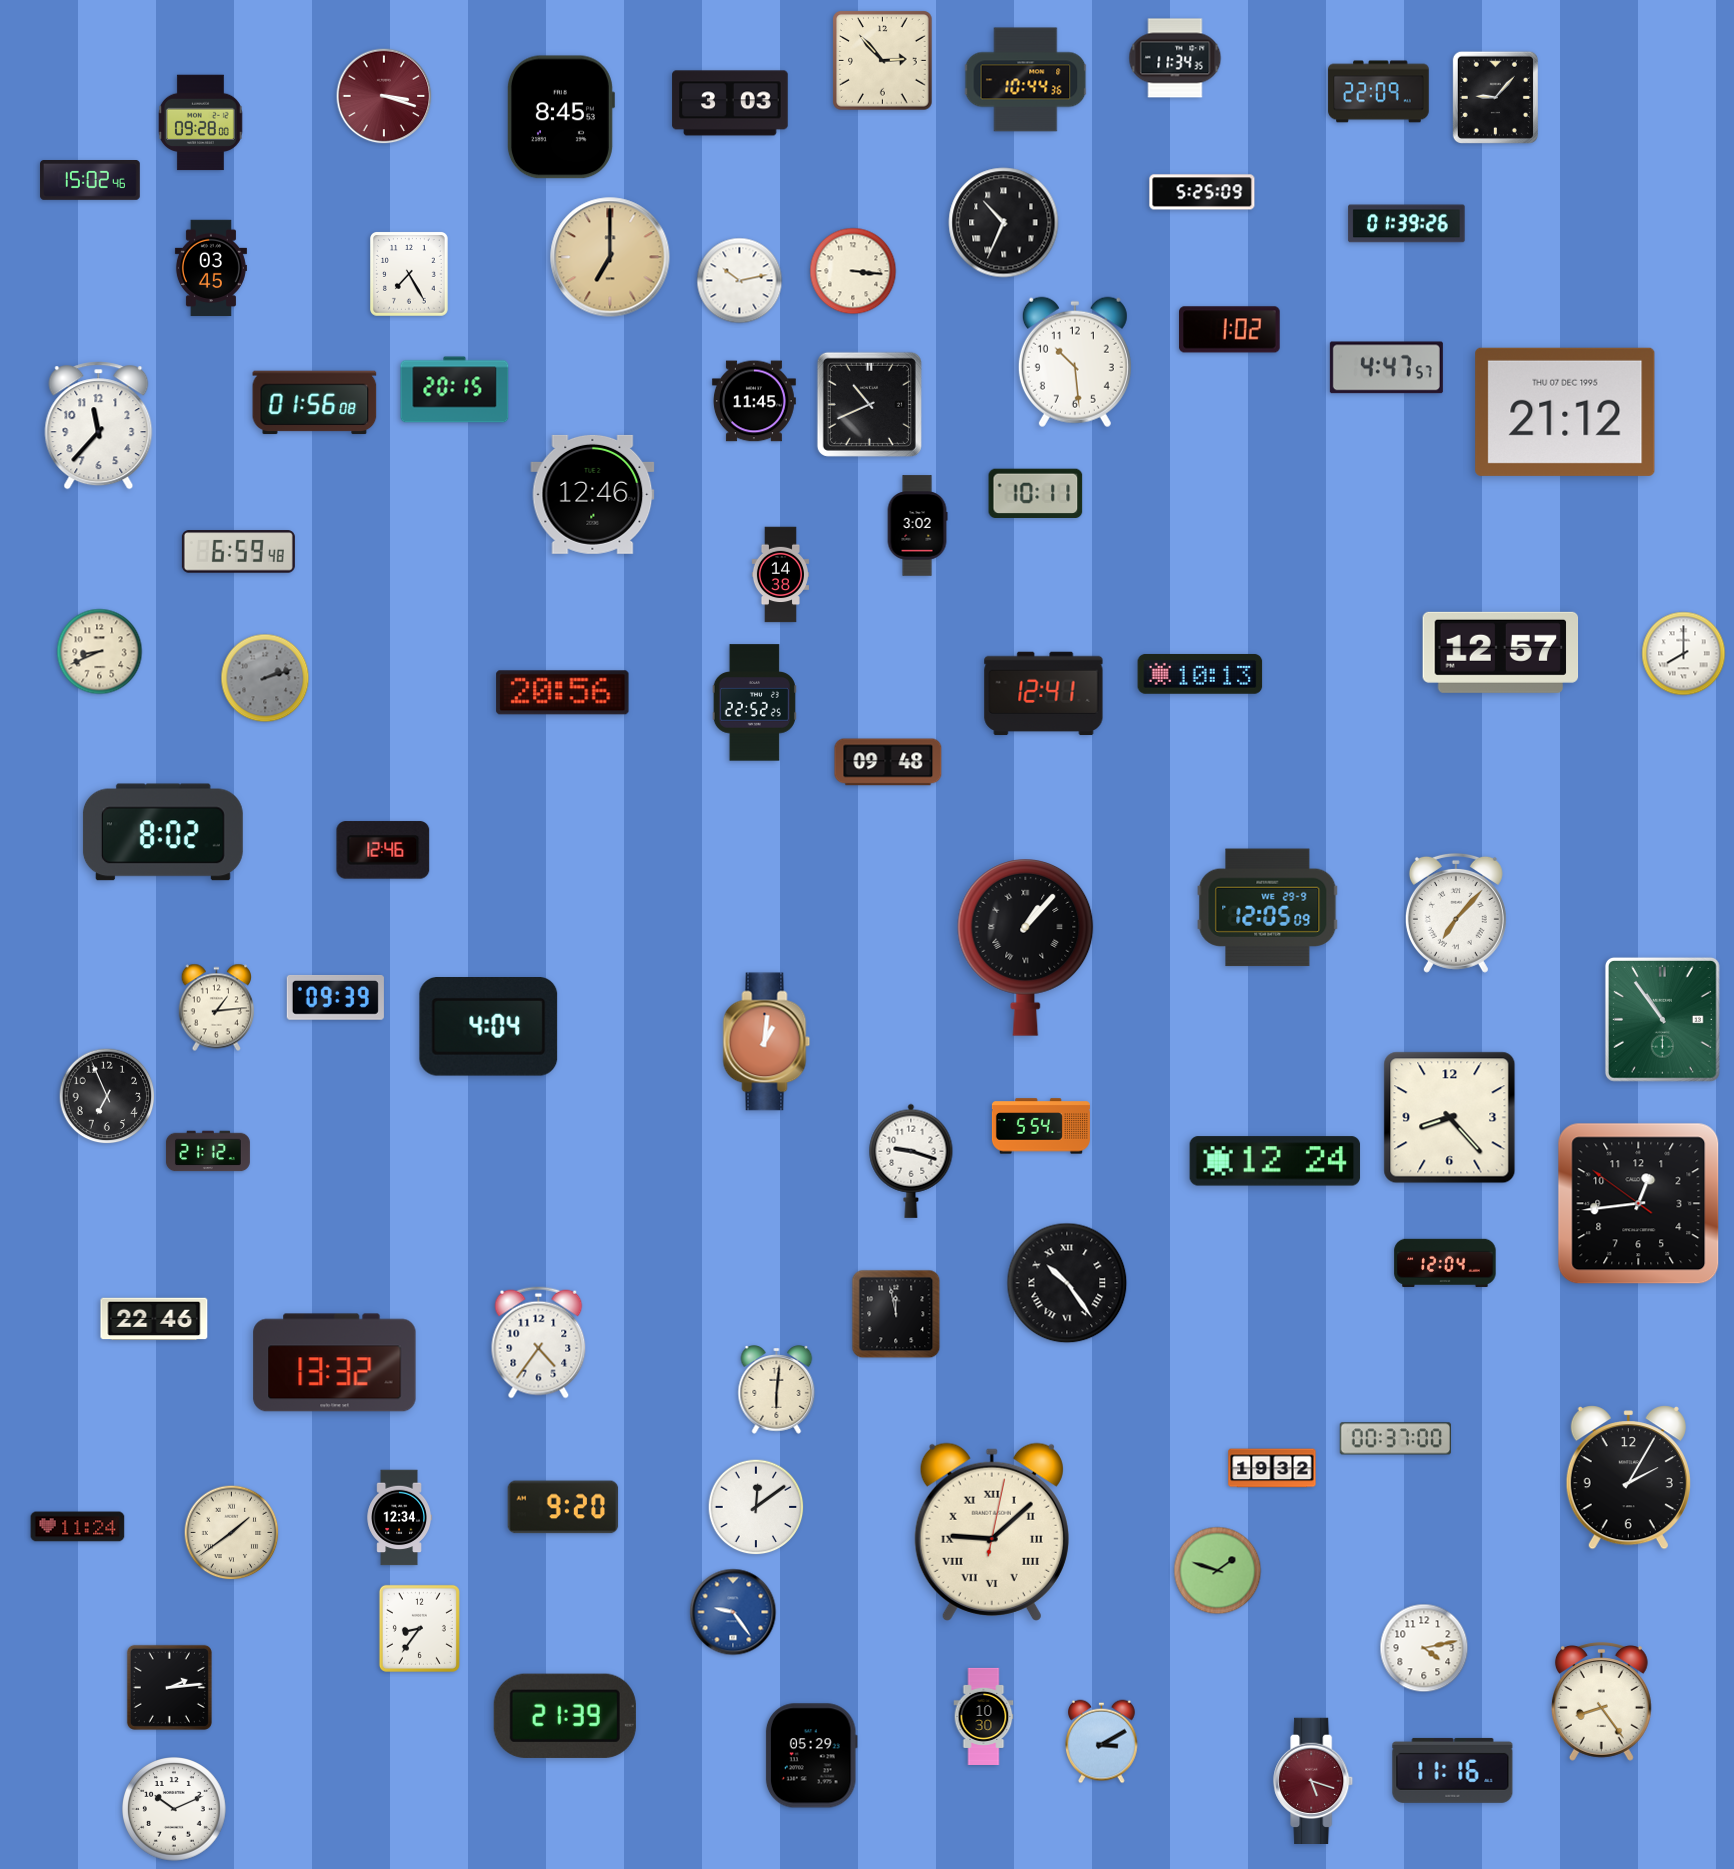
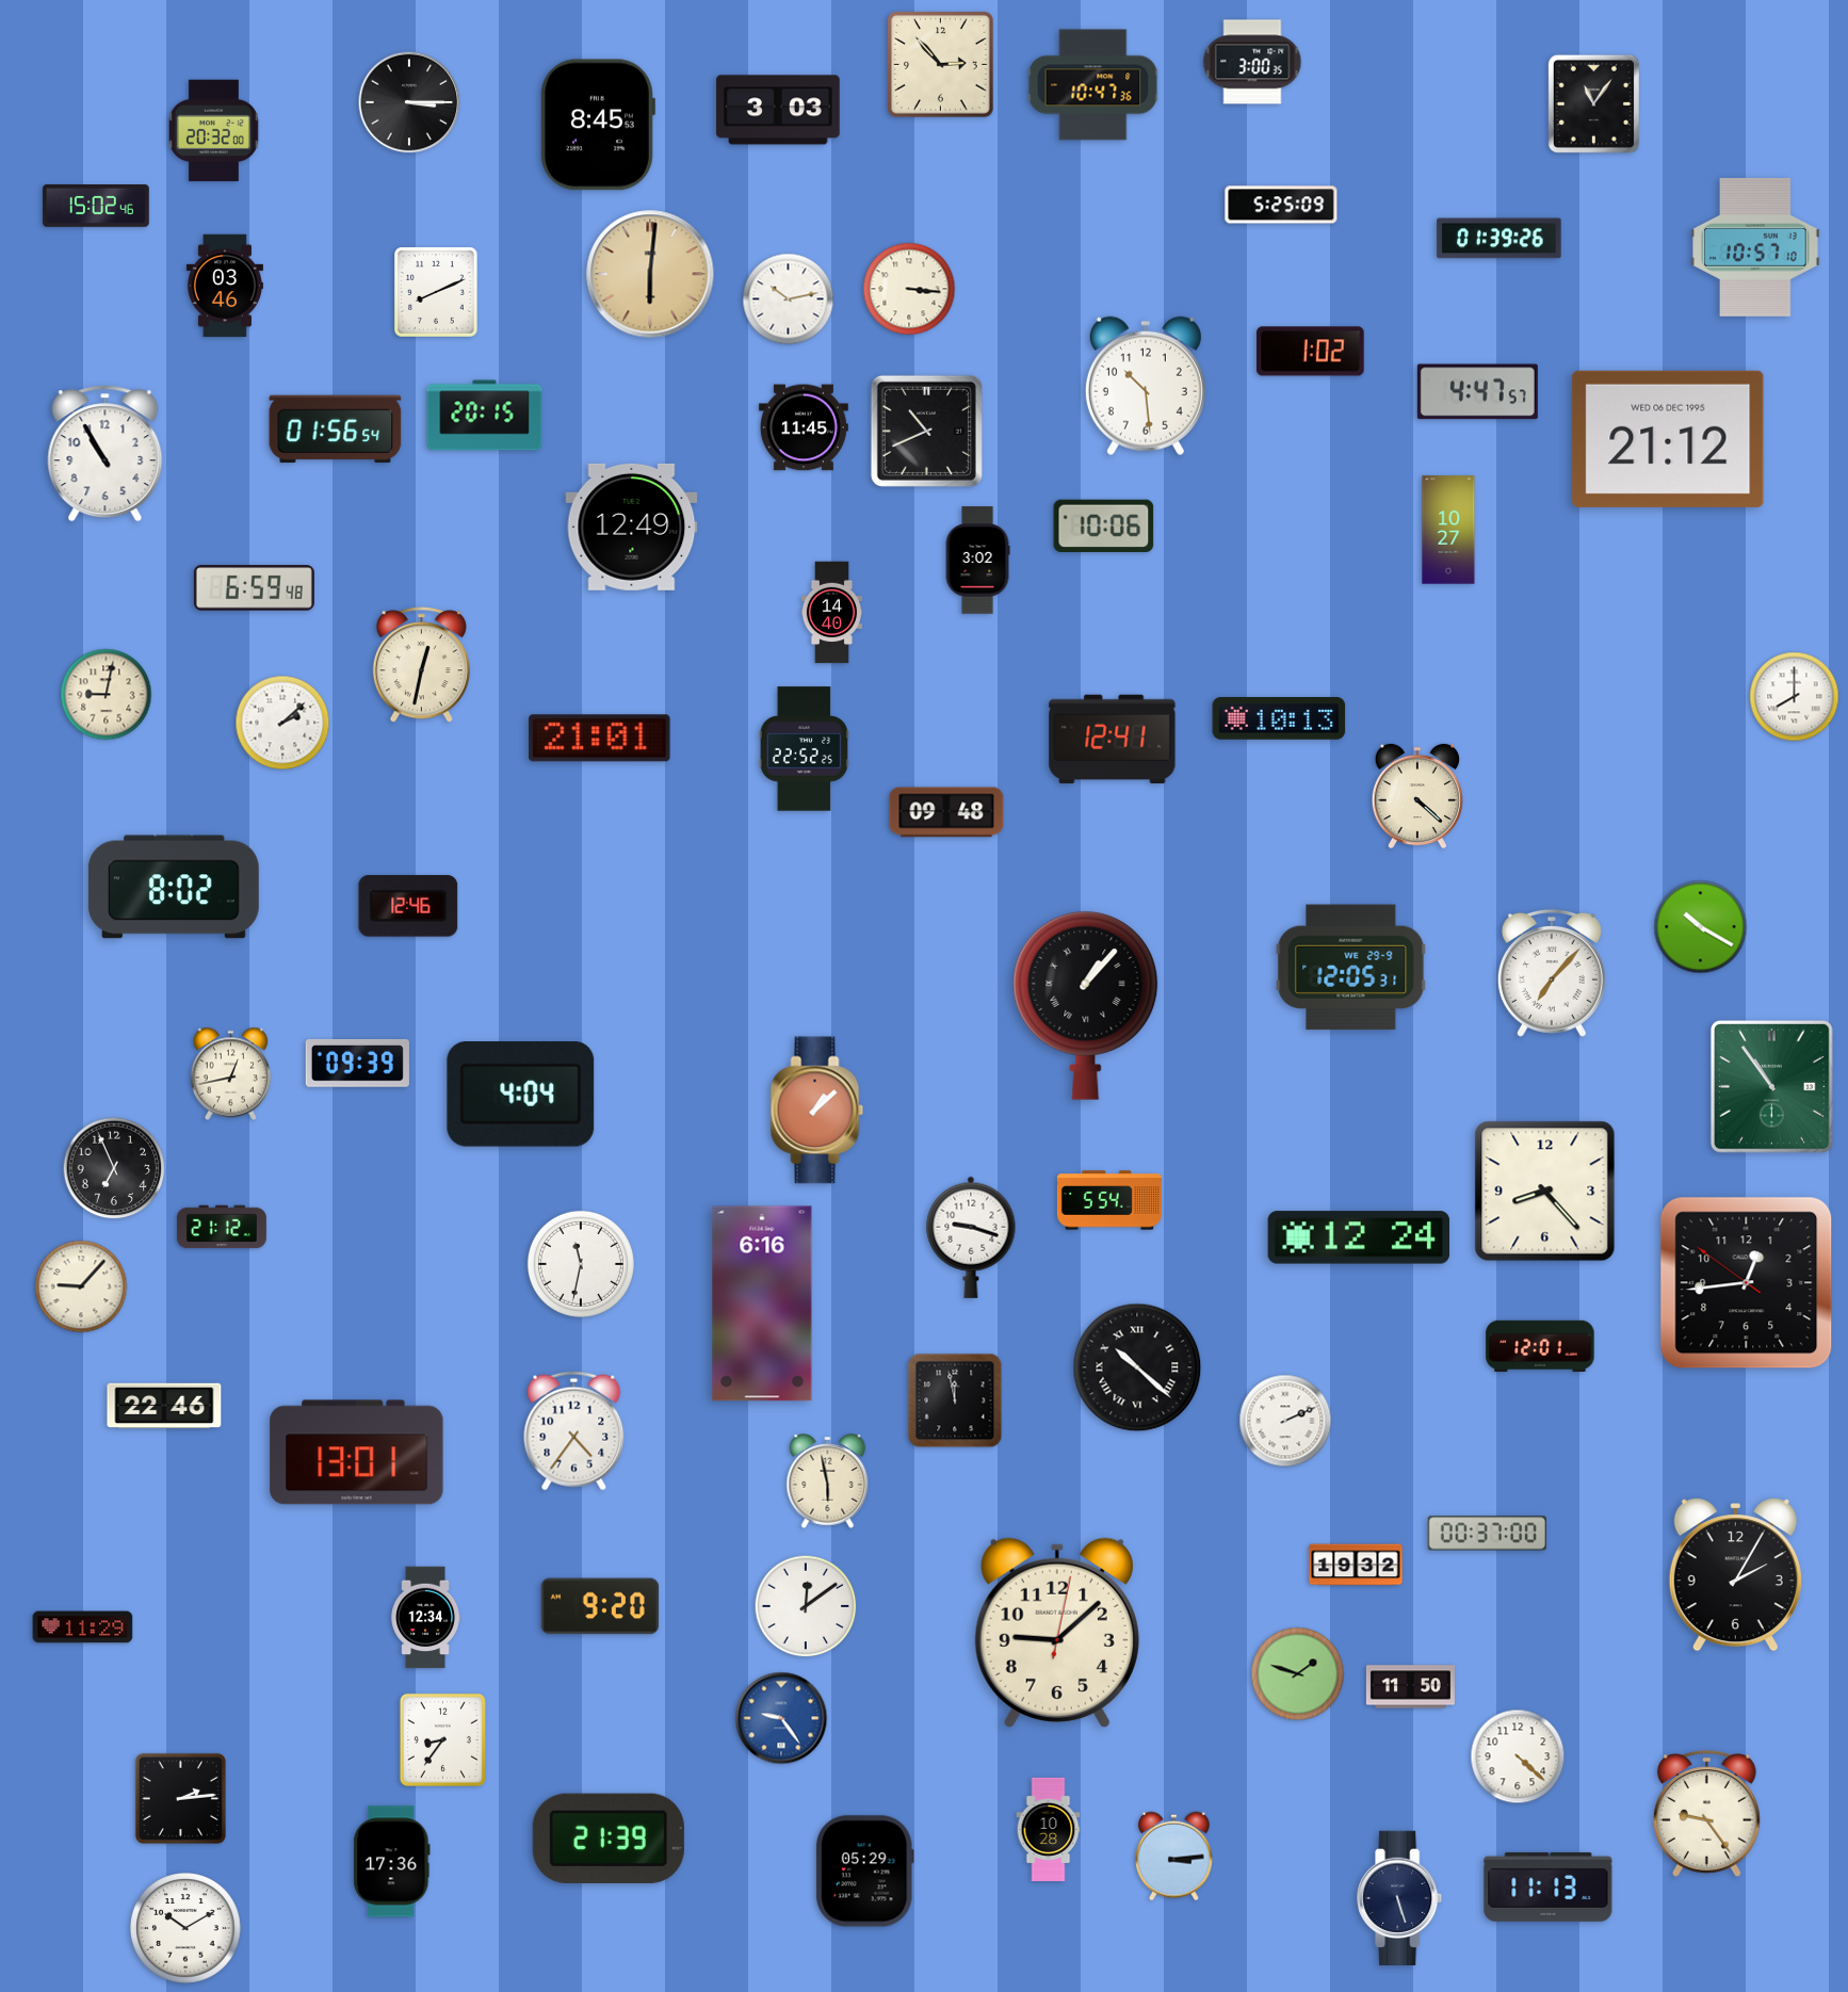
clock at (1175, 58): 11:34 -> 3:00
clock at (1026, 80): 10:44 -> 10:47
clock at (1379, 92): 22:09 -> none
clock at (384, 96): 3:18 -> 3:15
clock at (384, 96) dial: burgundy -> black
clock at (1495, 97): 9:07 -> 11:06
clock at (200, 123): 09:28 -> 20:32
clock at (90, 181) position: (90, 181) -> (96, 207)
clock at (1004, 223): 10:34 -> none
clock at (1755, 247): none -> 10:57
clock at (610, 257): 7:00 -> 6:01
clock at (211, 268): 03:45 -> 03:46
clock at (410, 275): 7:25 -> 8:11
clock at (315, 403): 01:56:08 -> 01:56:54
clock at (1565, 412) date: THU 07 DEC 1995 -> WED 06 DEC 1995
clock at (99, 426): 11:37 -> 10:55
clock at (1036, 493): 10:11 -> 10:06
clock at (593, 494): 12:46 -> 12:49
clock at (1448, 530): none -> 10:27
clock at (780, 575): 14:38 -> 14:40
clock at (421, 665): none -> 12:32
clock at (100, 652): 8:41 -> 9:02
clock at (1501, 652): 12:57 -> none
clock at (265, 678): 2:12 -> 2:08
clock at (265, 678) dial: grey -> white
clock at (563, 693): 20:56 -> 21:01
clock at (1416, 796): none -> 4:22
clock at (1701, 927): none -> 10:20
clock at (1268, 908): 12:05:09 -> 12:05:31
clock at (1026, 948) position: (1026, 948) -> (1086, 1006)
clock at (216, 1008): 1:14 -> 12:43
clock at (767, 1042): 1:01 -> 1:08
clock at (581, 1264): none -> 11:32
clock at (81, 1286): none -> 9:07
clock at (762, 1303): none -> 6:16
clock at (1445, 1263): 12:04 -> 12:01
clock at (1067, 1283): 10:24 -> 10:22
clock at (1285, 1421): none -> 2:11
clock at (335, 1363): 13:32 -> 13:01
clock at (777, 1390): 6:01 -> 5:58
clock at (78, 1527): 11:24 -> 11:29
clock at (992, 1532) numerals: Roman -> Arabic
clock at (232, 1533): 1:39 -> none
clock at (1410, 1687): none -> 11:50
clock at (419, 1628) position: (419, 1628) -> (442, 1739)
clock at (1424, 1648): 4:13 -> 4:22
clock at (1601, 1702): 8:24 -> 9:24
clock at (565, 1716) position: (565, 1716) -> (609, 1839)
clock at (984, 1716): 10:30 -> 10:28
clock at (1102, 1742): 3:10 -> 3:14
clock at (392, 1862): none -> 17:36
clock at (1453, 1770): 11:16 -> 11:13
clock at (1314, 1780): 5:18 -> 5:27
clock at (1314, 1780) dial: burgundy -> navy
clock at (174, 1809): 10:11 -> 10:10
